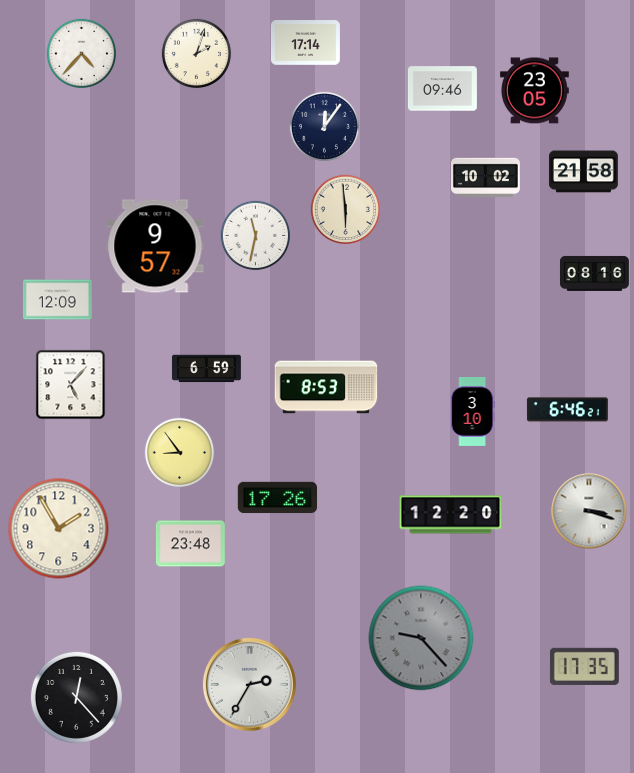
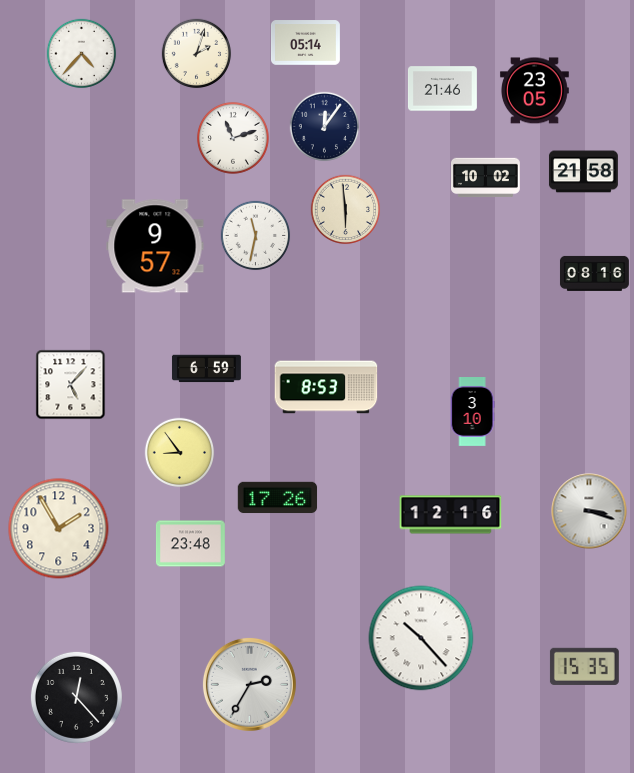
clock at (305, 43): 17:14 -> 05:14
clock at (442, 89): 09:46 -> 21:46
clock at (233, 138): none -> 11:12
clock at (57, 300): 12:09 -> none
clock at (567, 410): 6:46 -> none
clock at (451, 515): 12:20 -> 12:16
clock at (421, 638): 9:23 -> 10:23
clock at (421, 638) dial: grey -> white
clock at (584, 666): 17:35 -> 15:35
